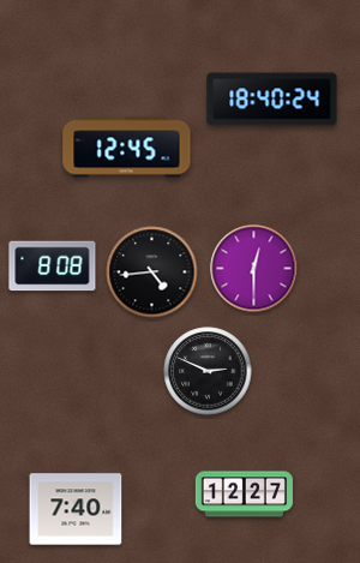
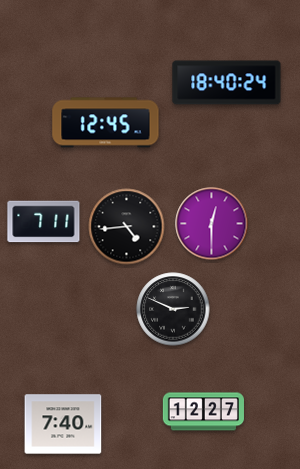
clock at (53, 266): 8:08 -> 7:11
